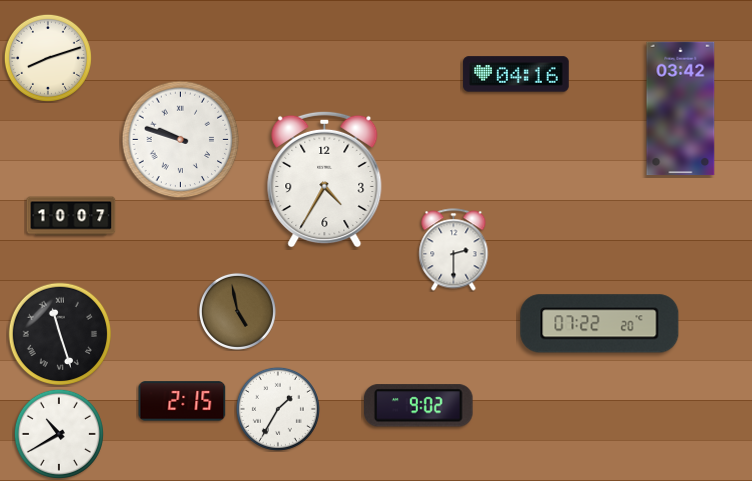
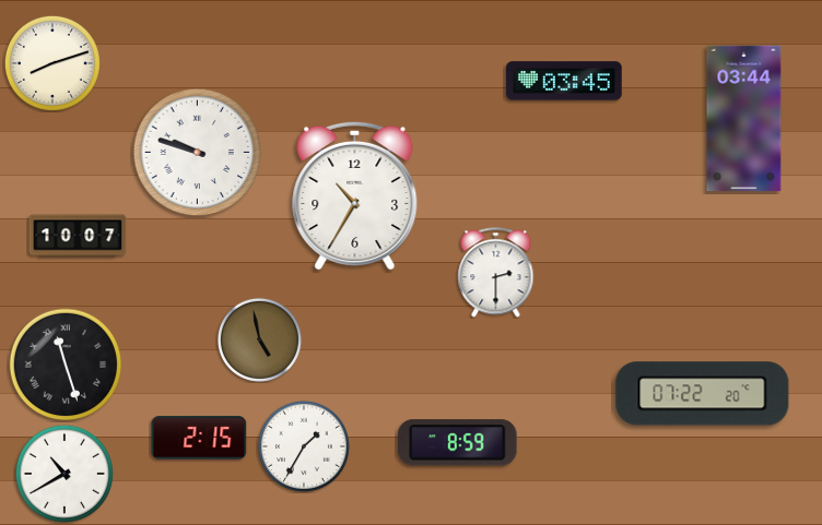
clock at (516, 74): 04:16 -> 03:45
clock at (681, 109): 03:42 -> 03:44
clock at (325, 179): 4:35 -> 10:35
clock at (600, 324) position: (600, 324) -> (703, 394)
clock at (419, 406): 9:02 -> 8:59
